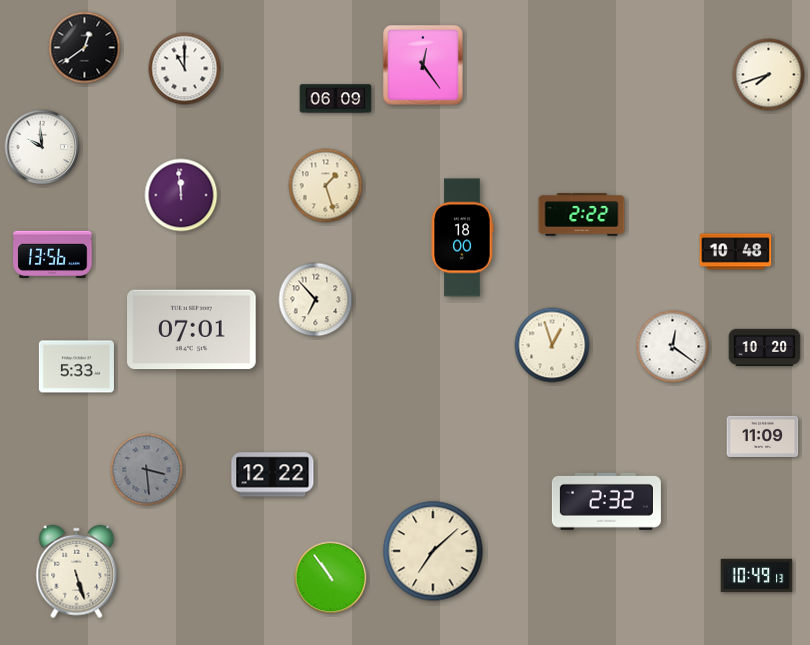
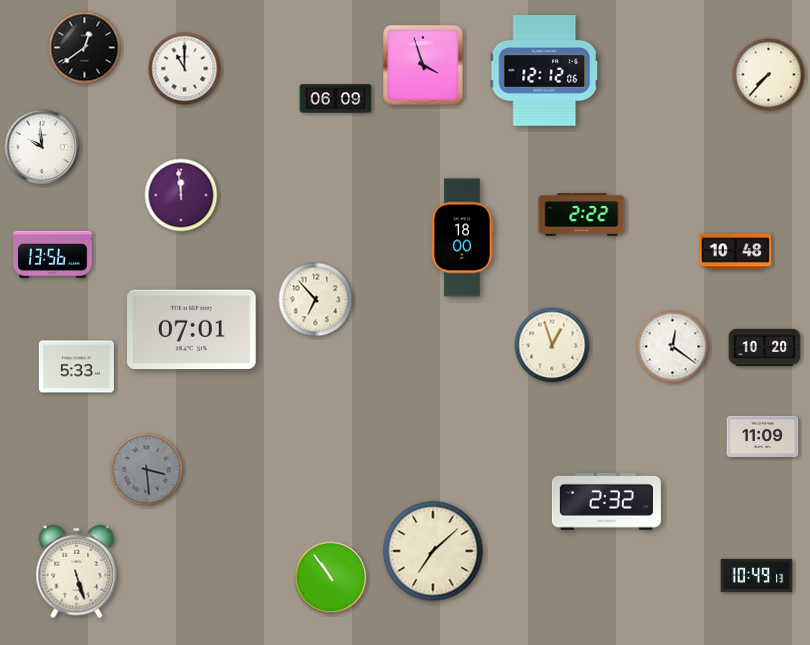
clock at (424, 66): 12:24 -> 3:57
clock at (545, 70): none -> 12:12
clock at (769, 75): 7:42 -> 7:37
clock at (326, 186): 1:27 -> none
clock at (273, 475): 12:22 -> none
